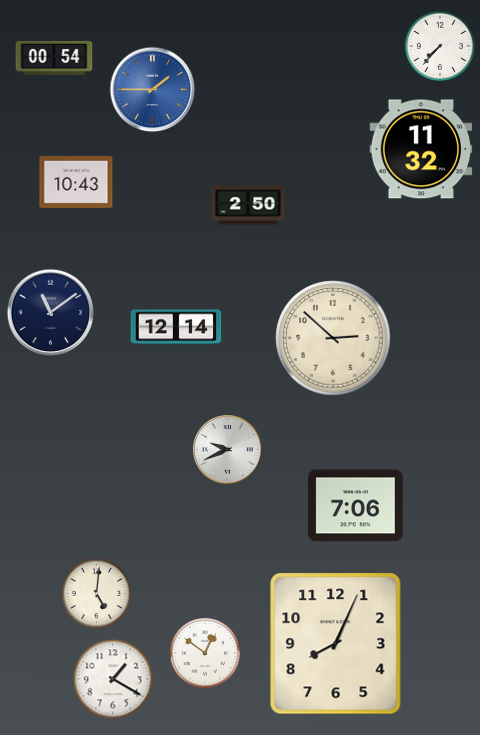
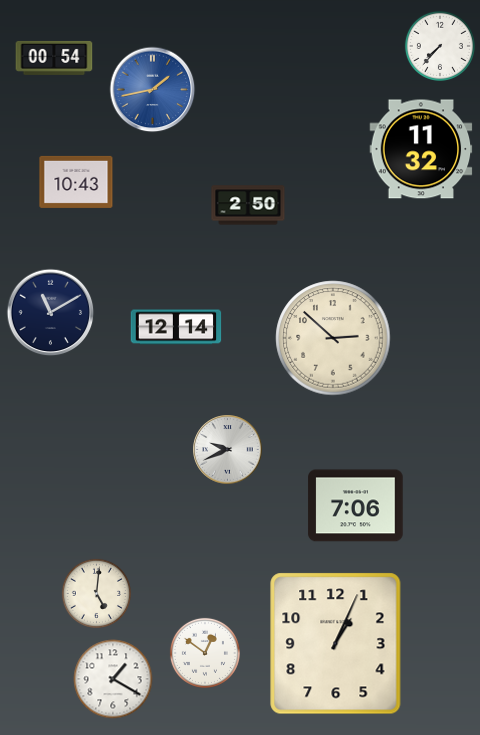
clock at (153, 90): 1:45 -> 1:43
clock at (51, 313): 11:09 -> 11:10
clock at (336, 644): 8:04 -> 1:04
